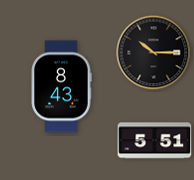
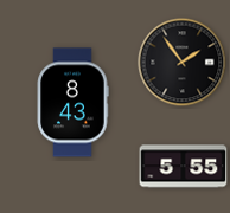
clock at (154, 53): 10:15 -> 1:54
clock at (155, 141): 5:51 -> 5:55
